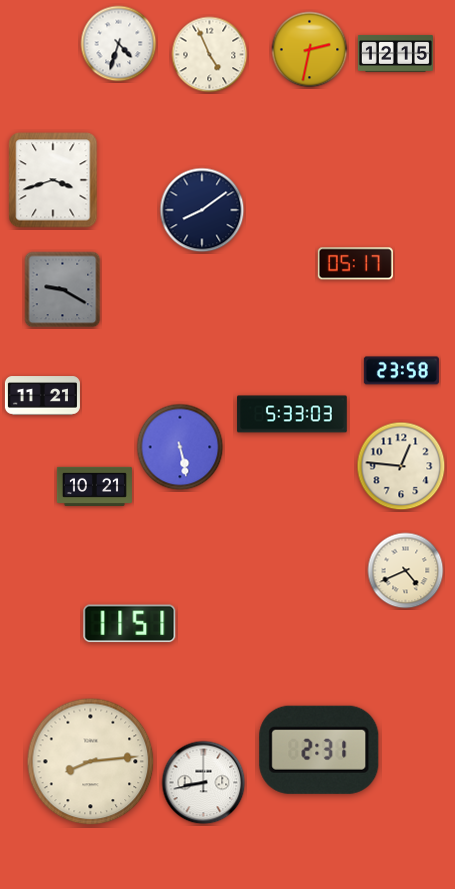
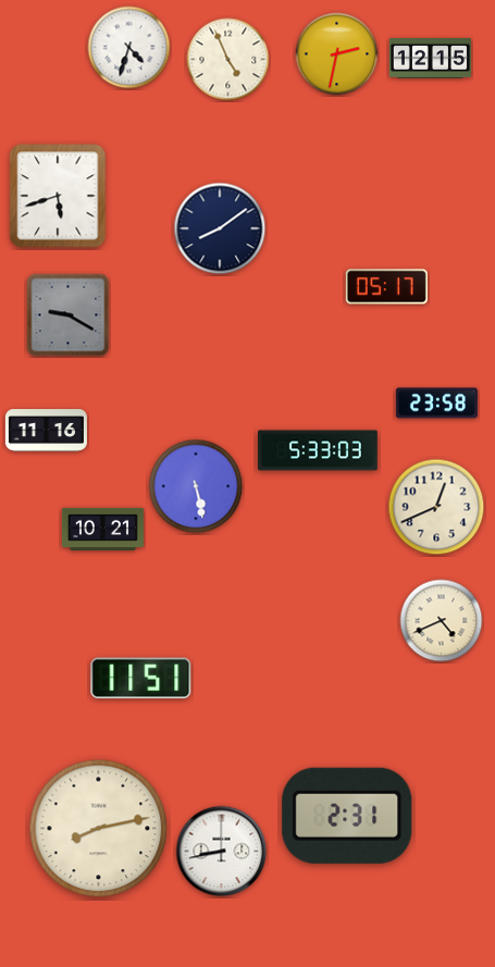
clock at (53, 180): 3:42 -> 5:42
clock at (42, 396): 11:21 -> 11:16
clock at (401, 466): 12:46 -> 12:41
clock at (91, 762): 8:14 -> 8:13
